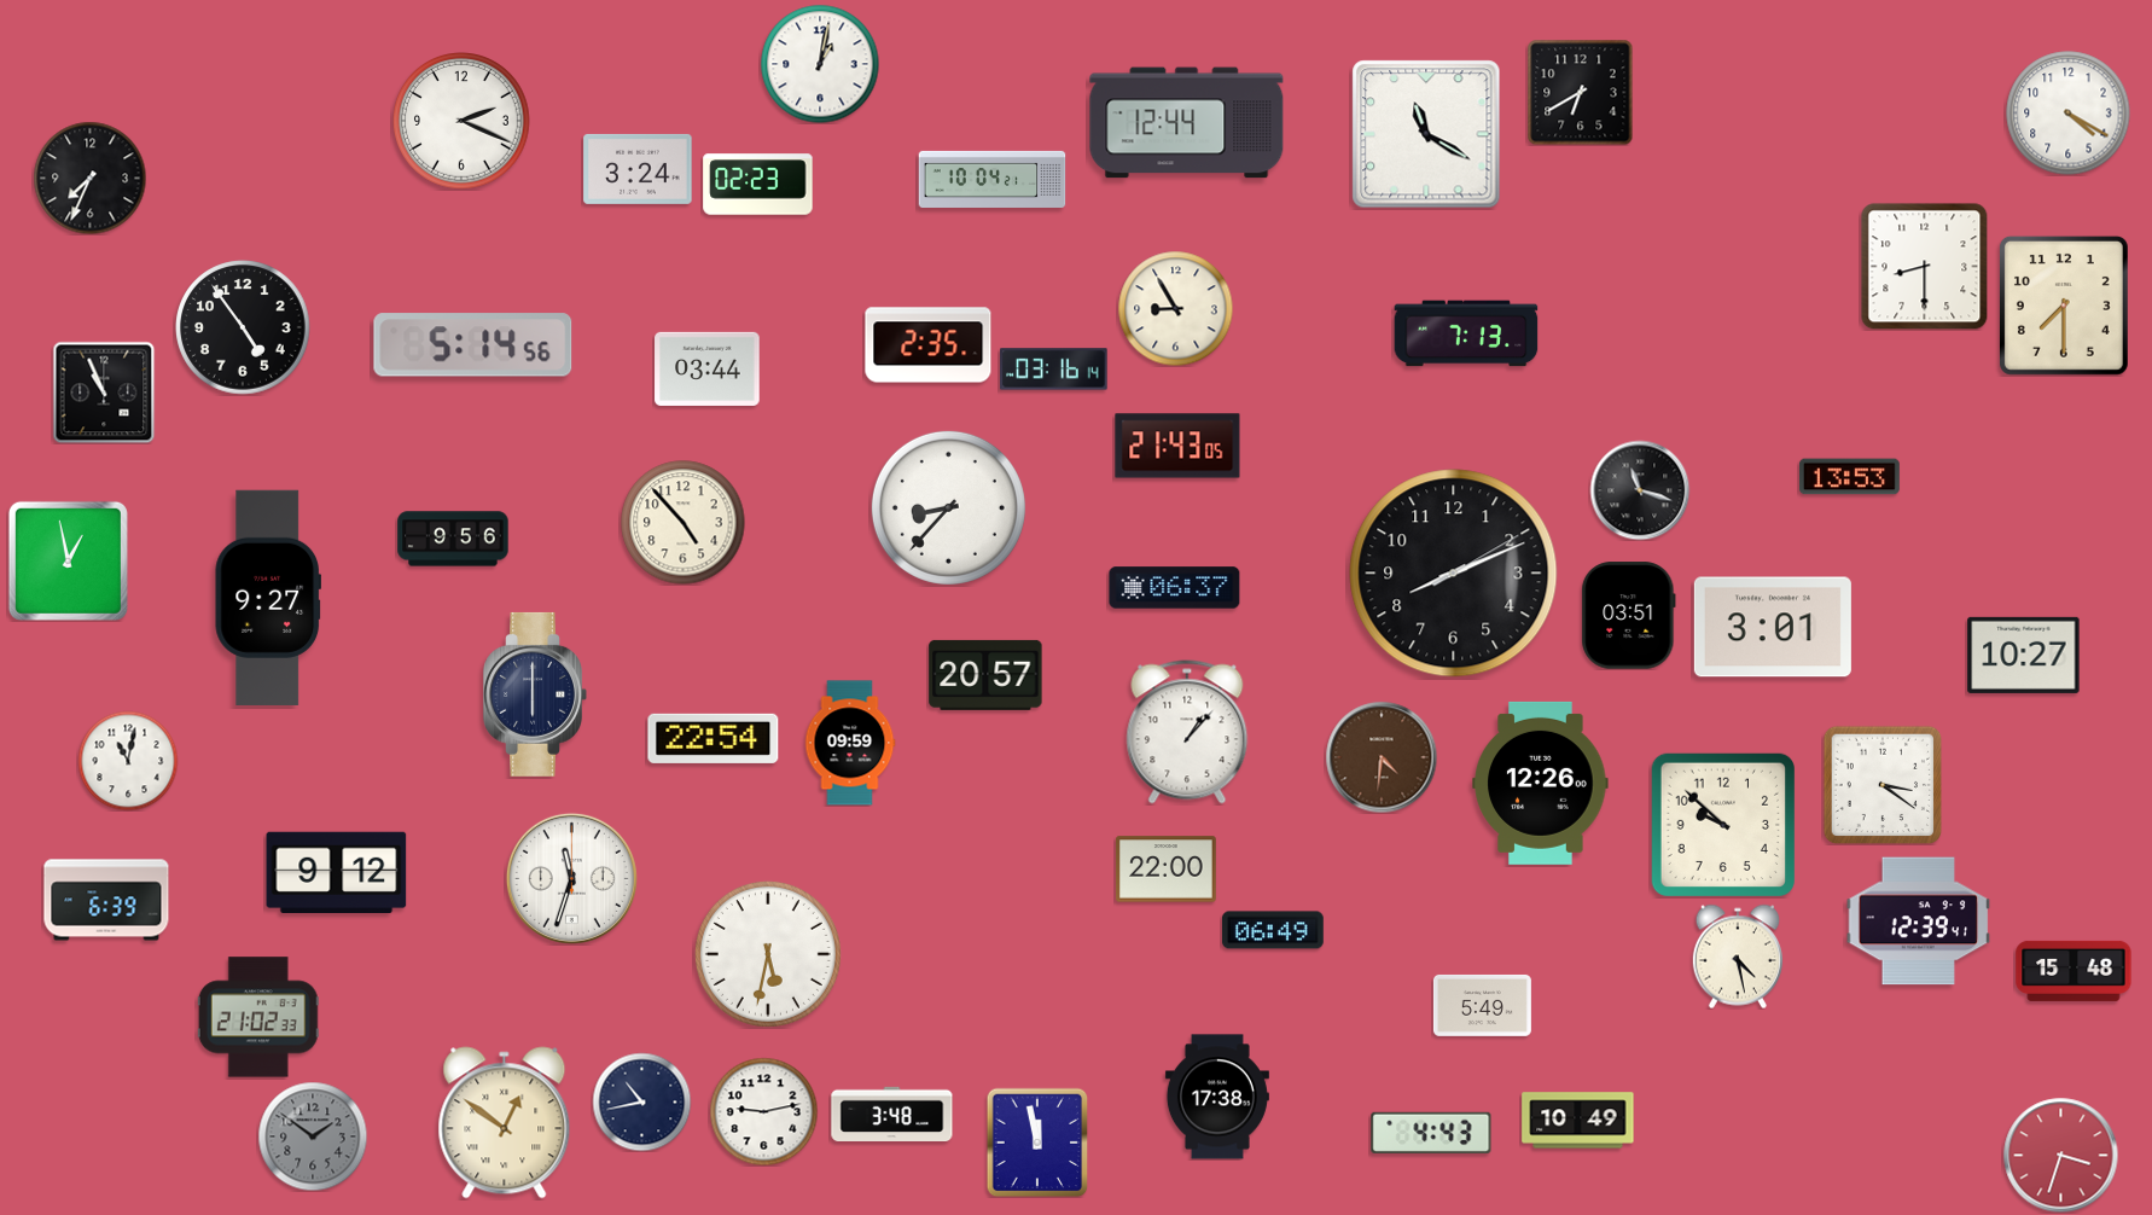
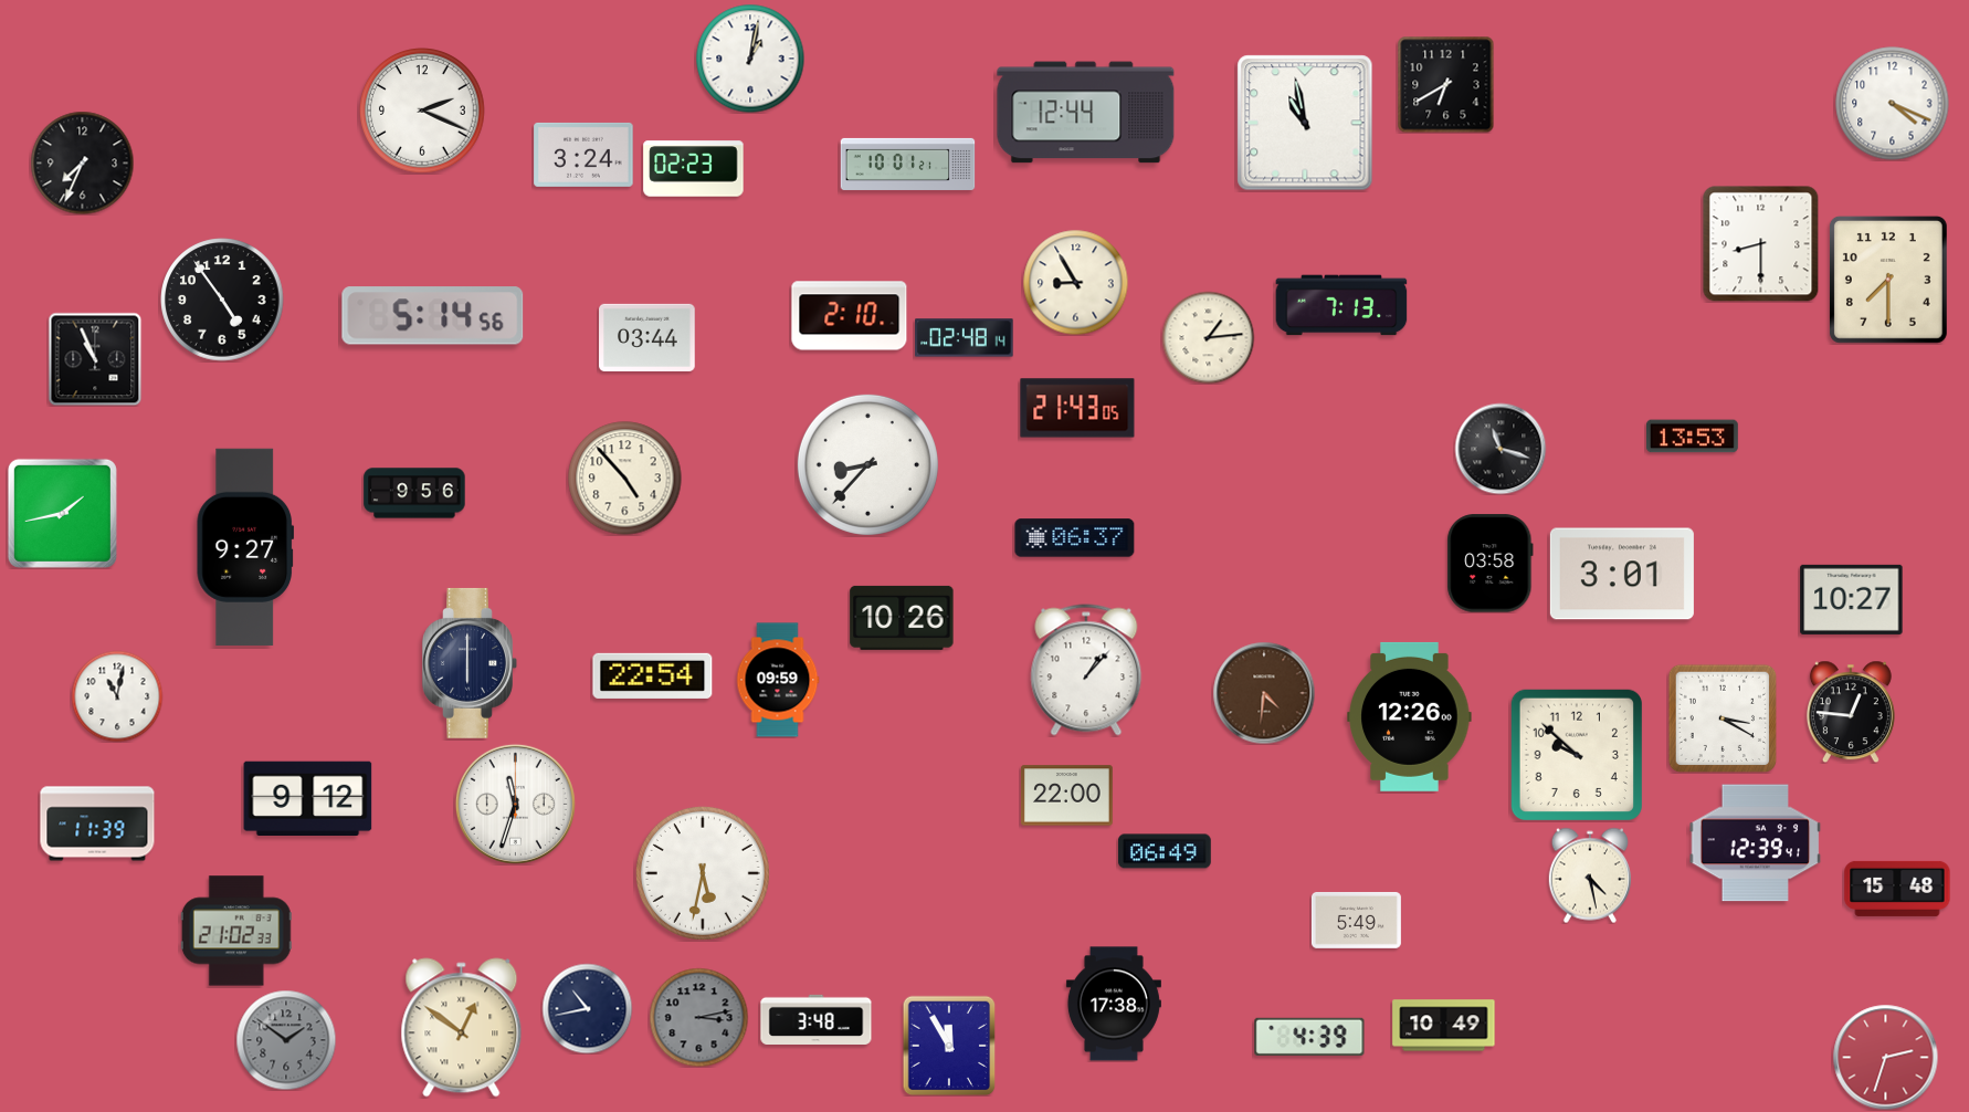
clock at (2069, 114): 4:20 -> 4:19
clock at (1426, 134): 11:20 -> 10:58
clock at (993, 179): 10:04 -> 10:01
clock at (929, 345): 2:35 -> 2:10
clock at (1208, 337): none -> 1:14
clock at (1054, 370): 03:16 -> 02:48
clock at (68, 560): 12:58 -> 1:43
clock at (1454, 574): 8:11 -> none
clock at (1629, 616): 03:51 -> 03:58
clock at (985, 675): 20:57 -> 10:26
clock at (535, 694) position: (535, 694) -> (470, 663)
clock at (1851, 712): none -> 12:46
clock at (1883, 785): 3:21 -> 3:20
clock at (571, 878) position: (571, 878) -> (515, 804)
clock at (106, 900): 6:39 -> 11:39
clock at (763, 1111): 9:13 -> 3:13
clock at (763, 1111) dial: white -> grey
clock at (1431, 1133): 4:43 -> 4:39
clock at (1037, 1143): 11:58 -> 11:55
clock at (2060, 1155): 3:33 -> 2:33
